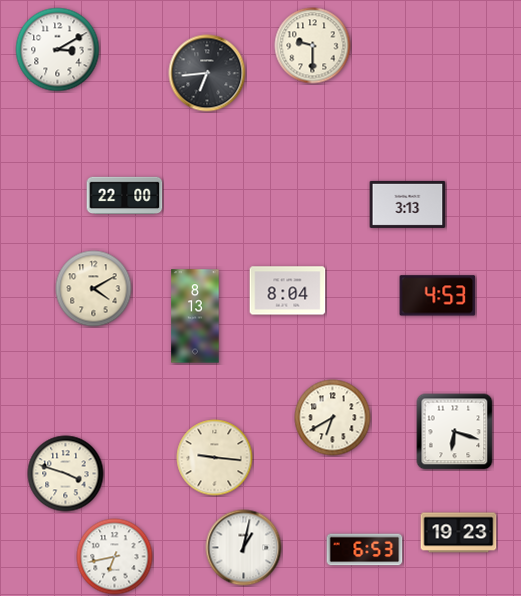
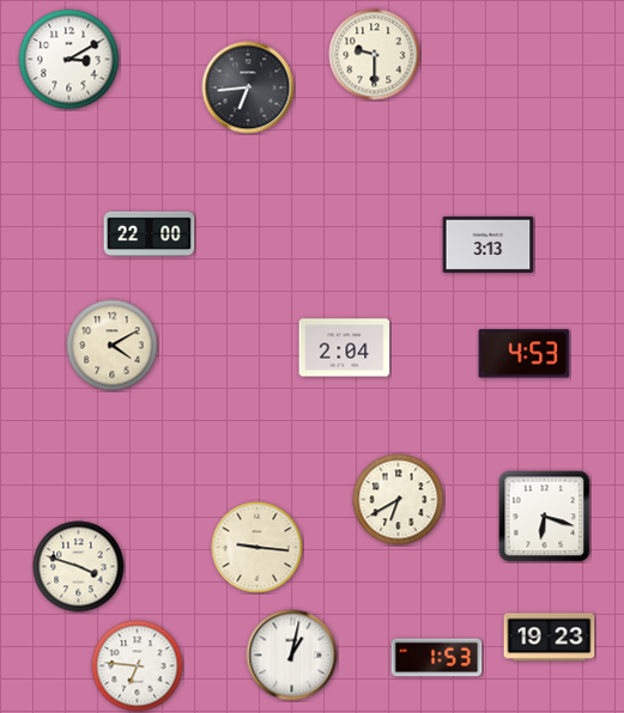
clock at (288, 291): 8:04 -> 2:04
clock at (195, 316): 8:13 -> none
clock at (365, 550): 6:53 -> 1:53
clock at (115, 557): 6:43 -> 6:46
